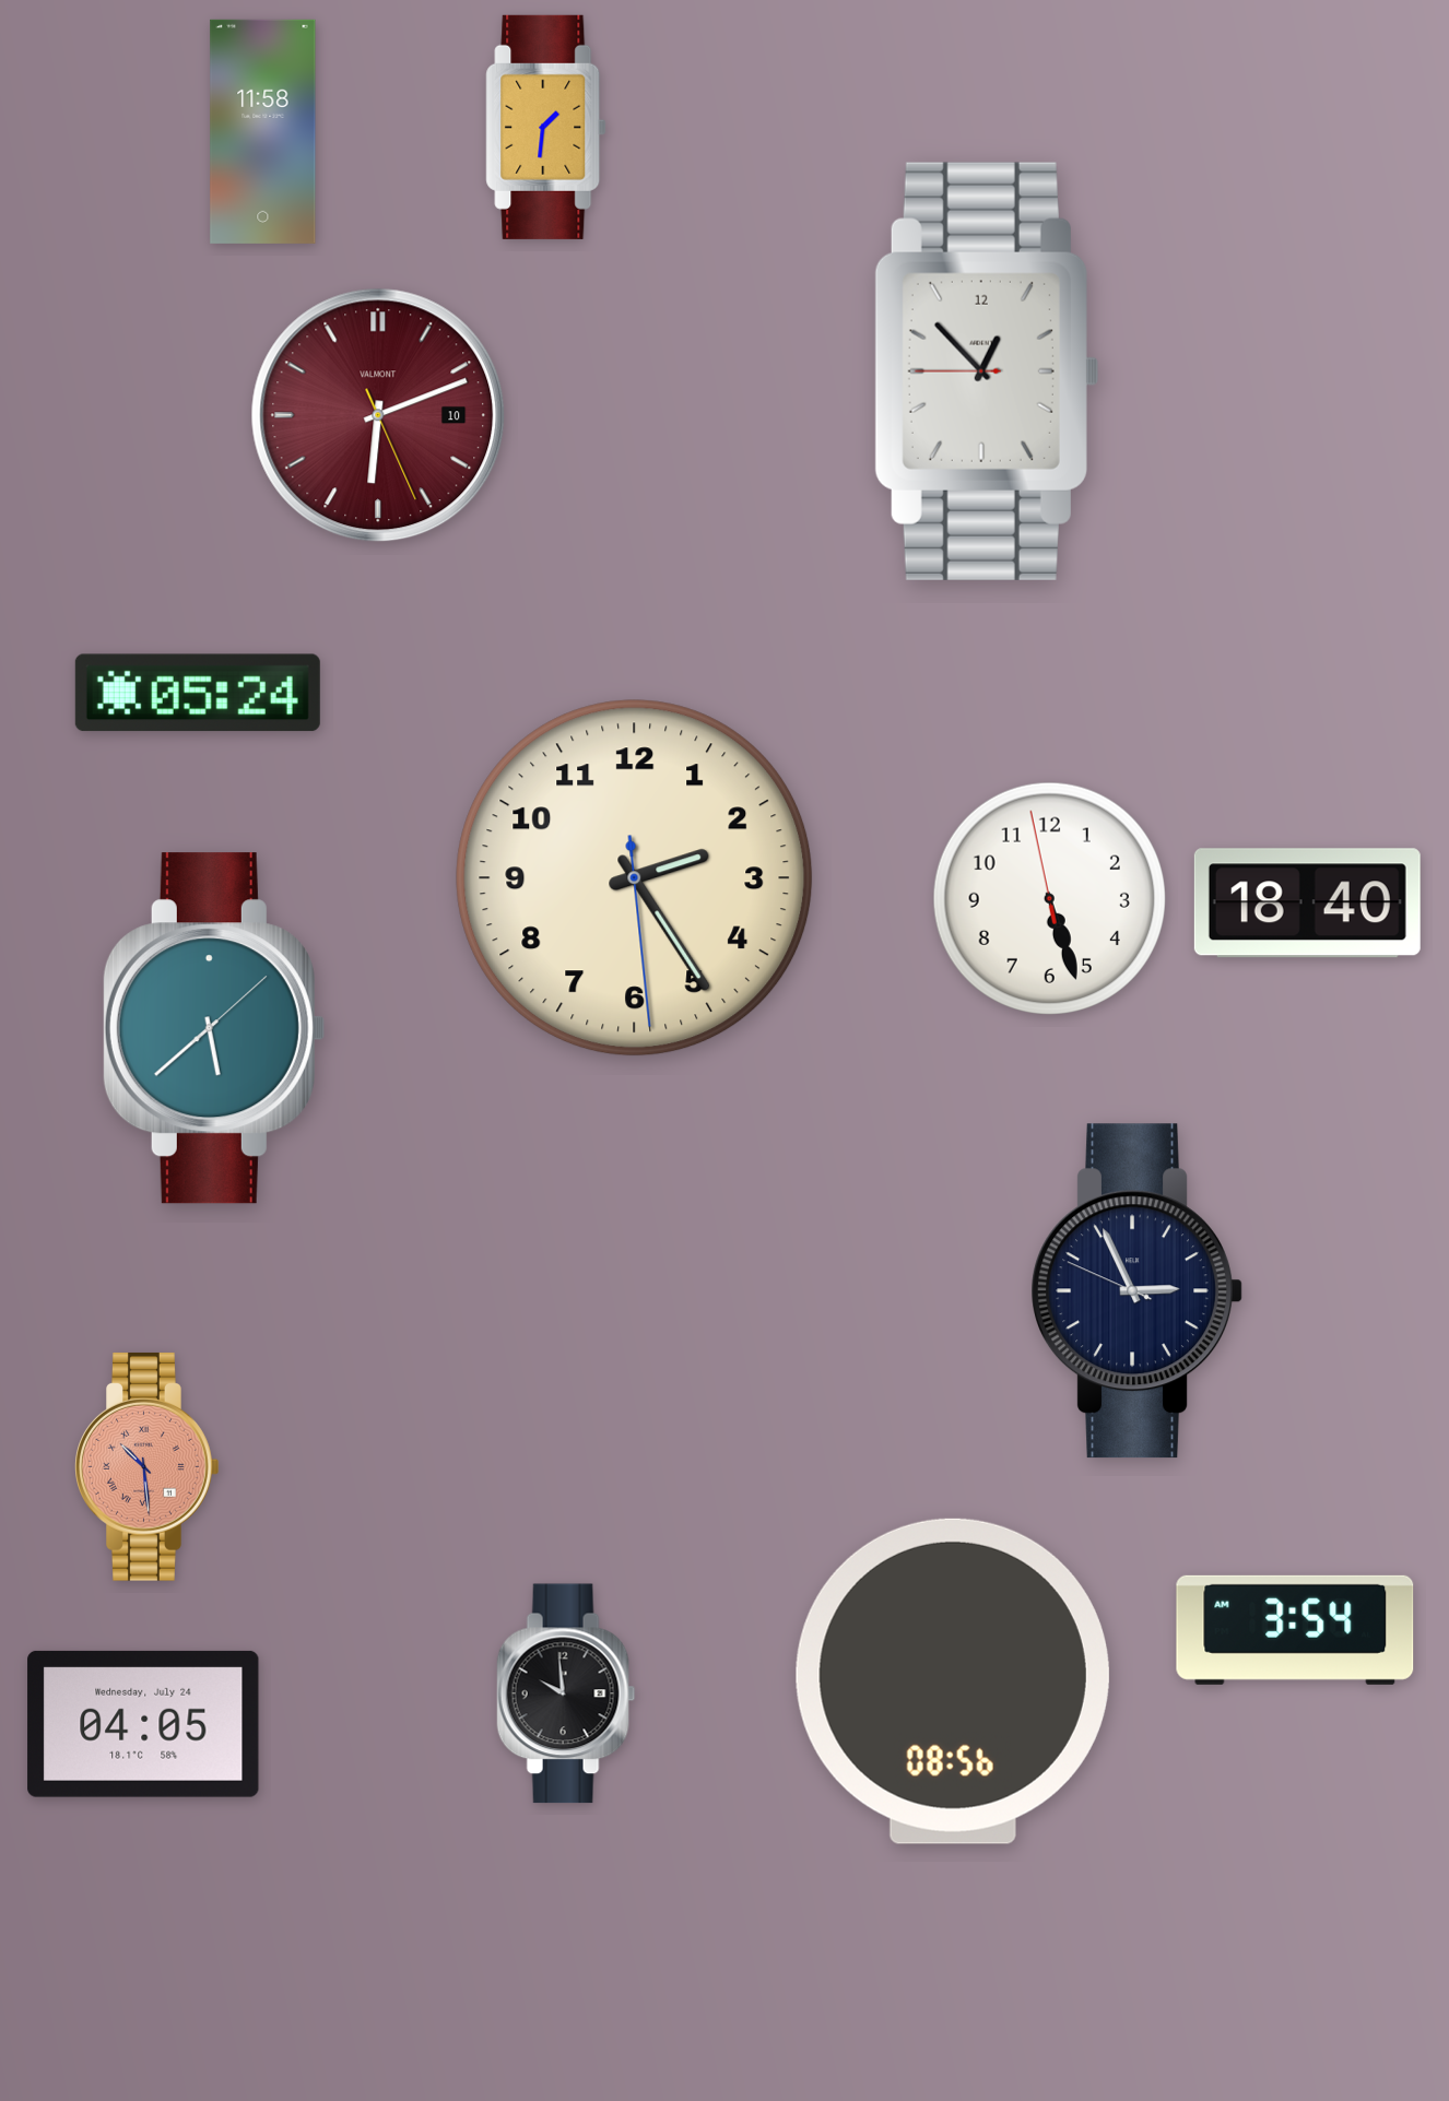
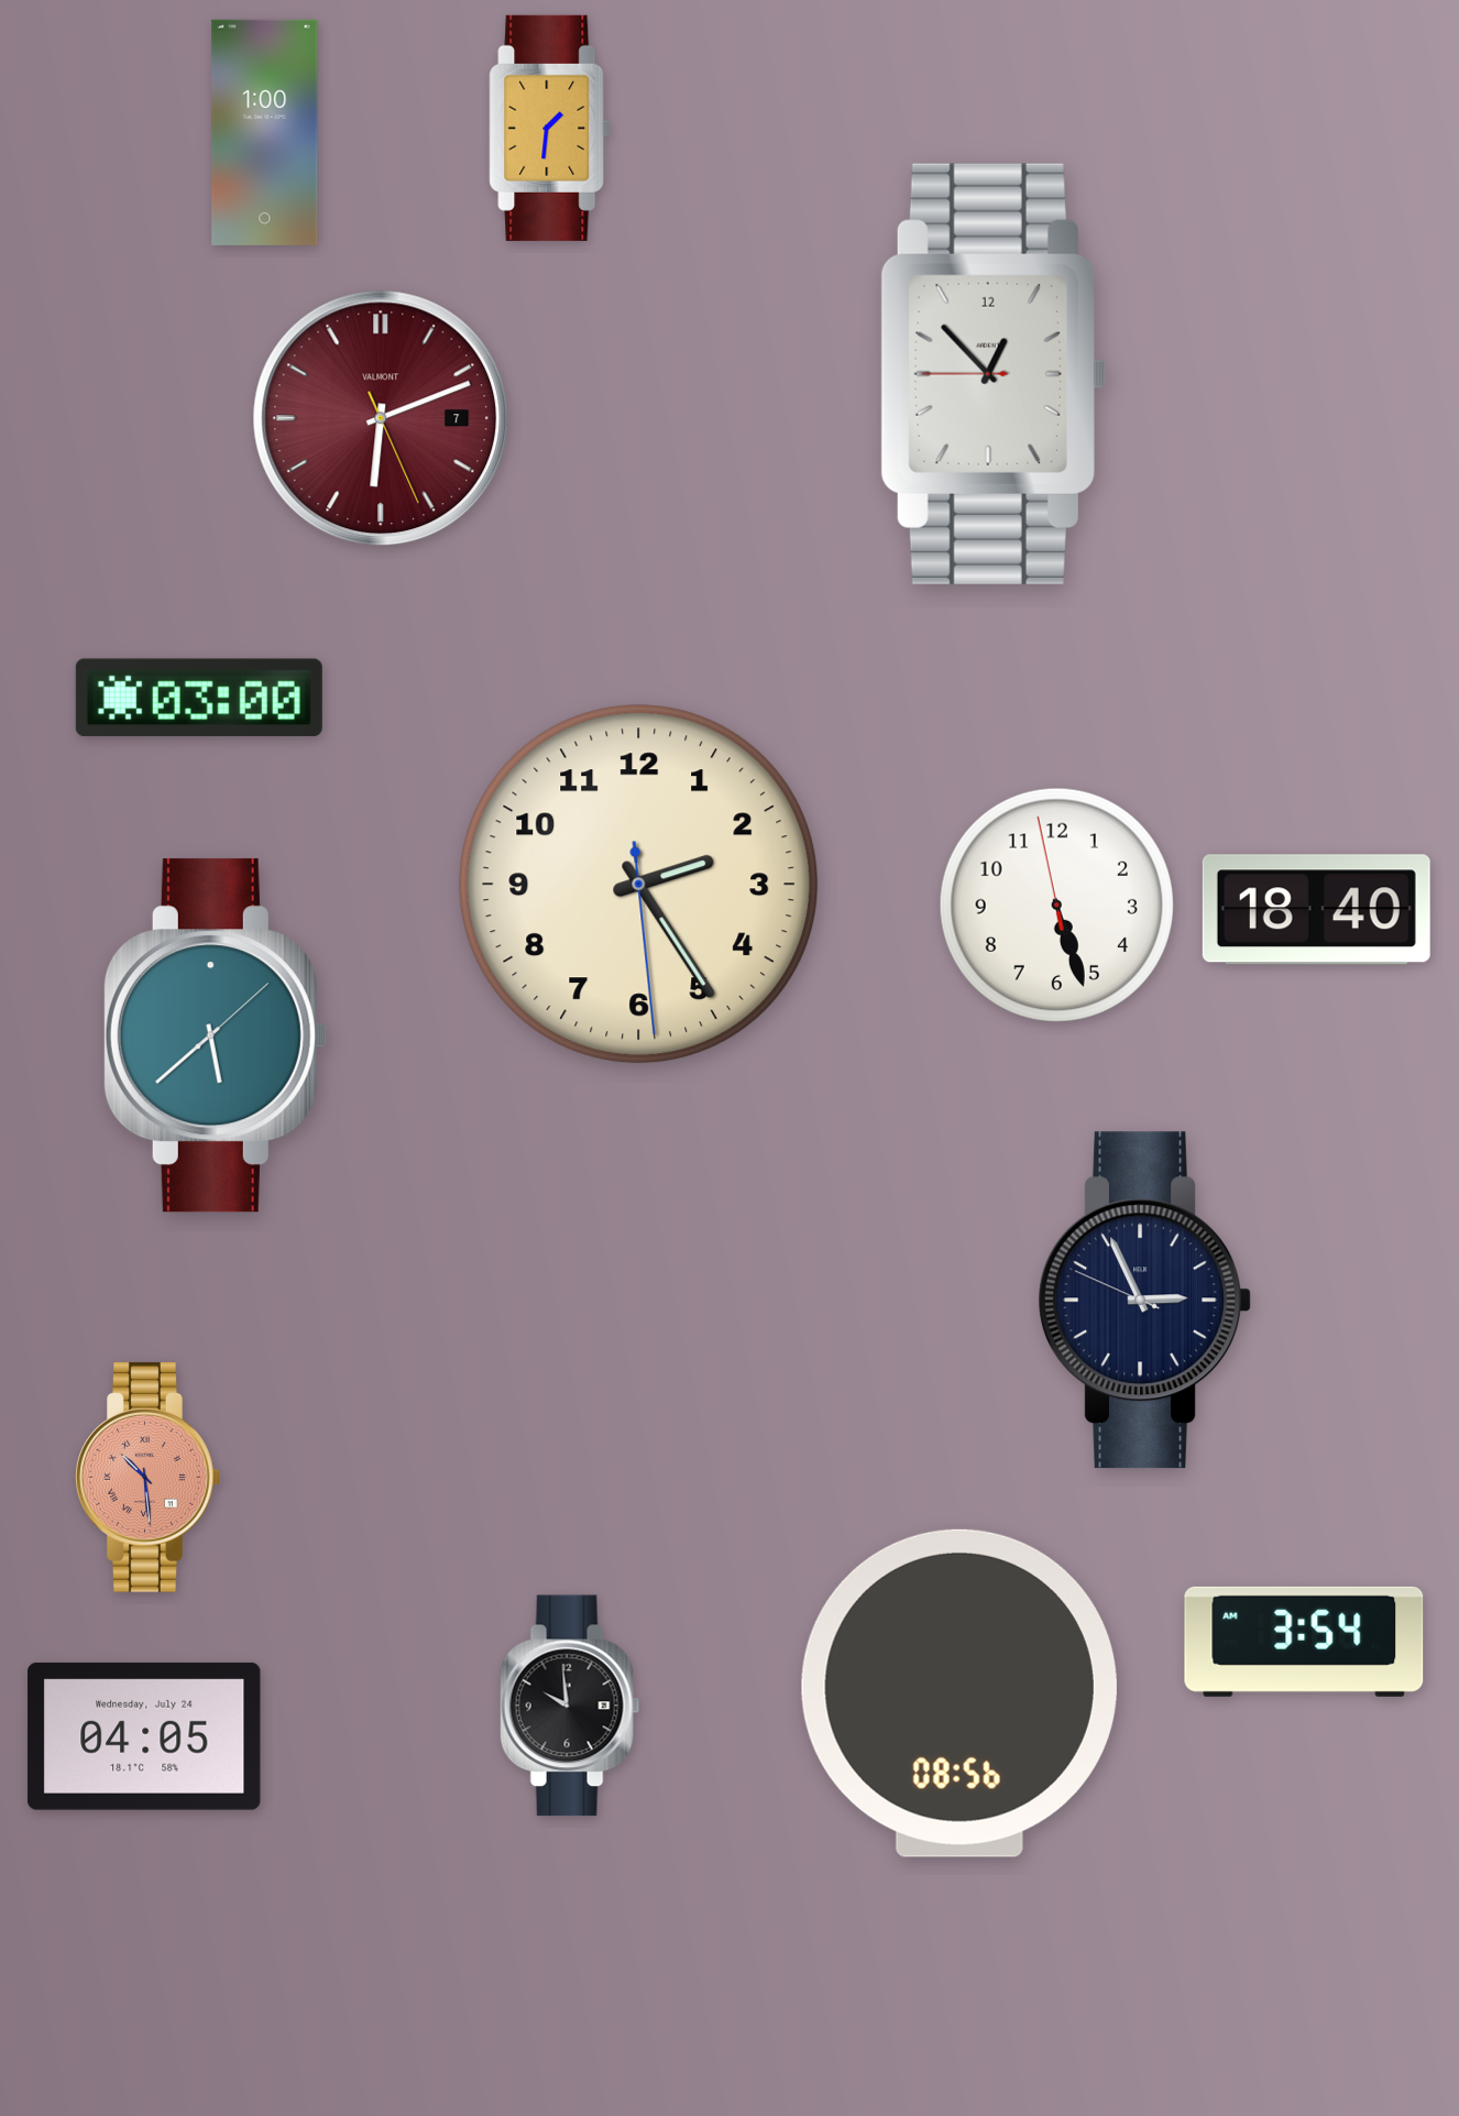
clock at (263, 131): 11:58 -> 1:00
clock at (378, 415) date: 10 -> 7
clock at (198, 693): 05:24 -> 03:00
